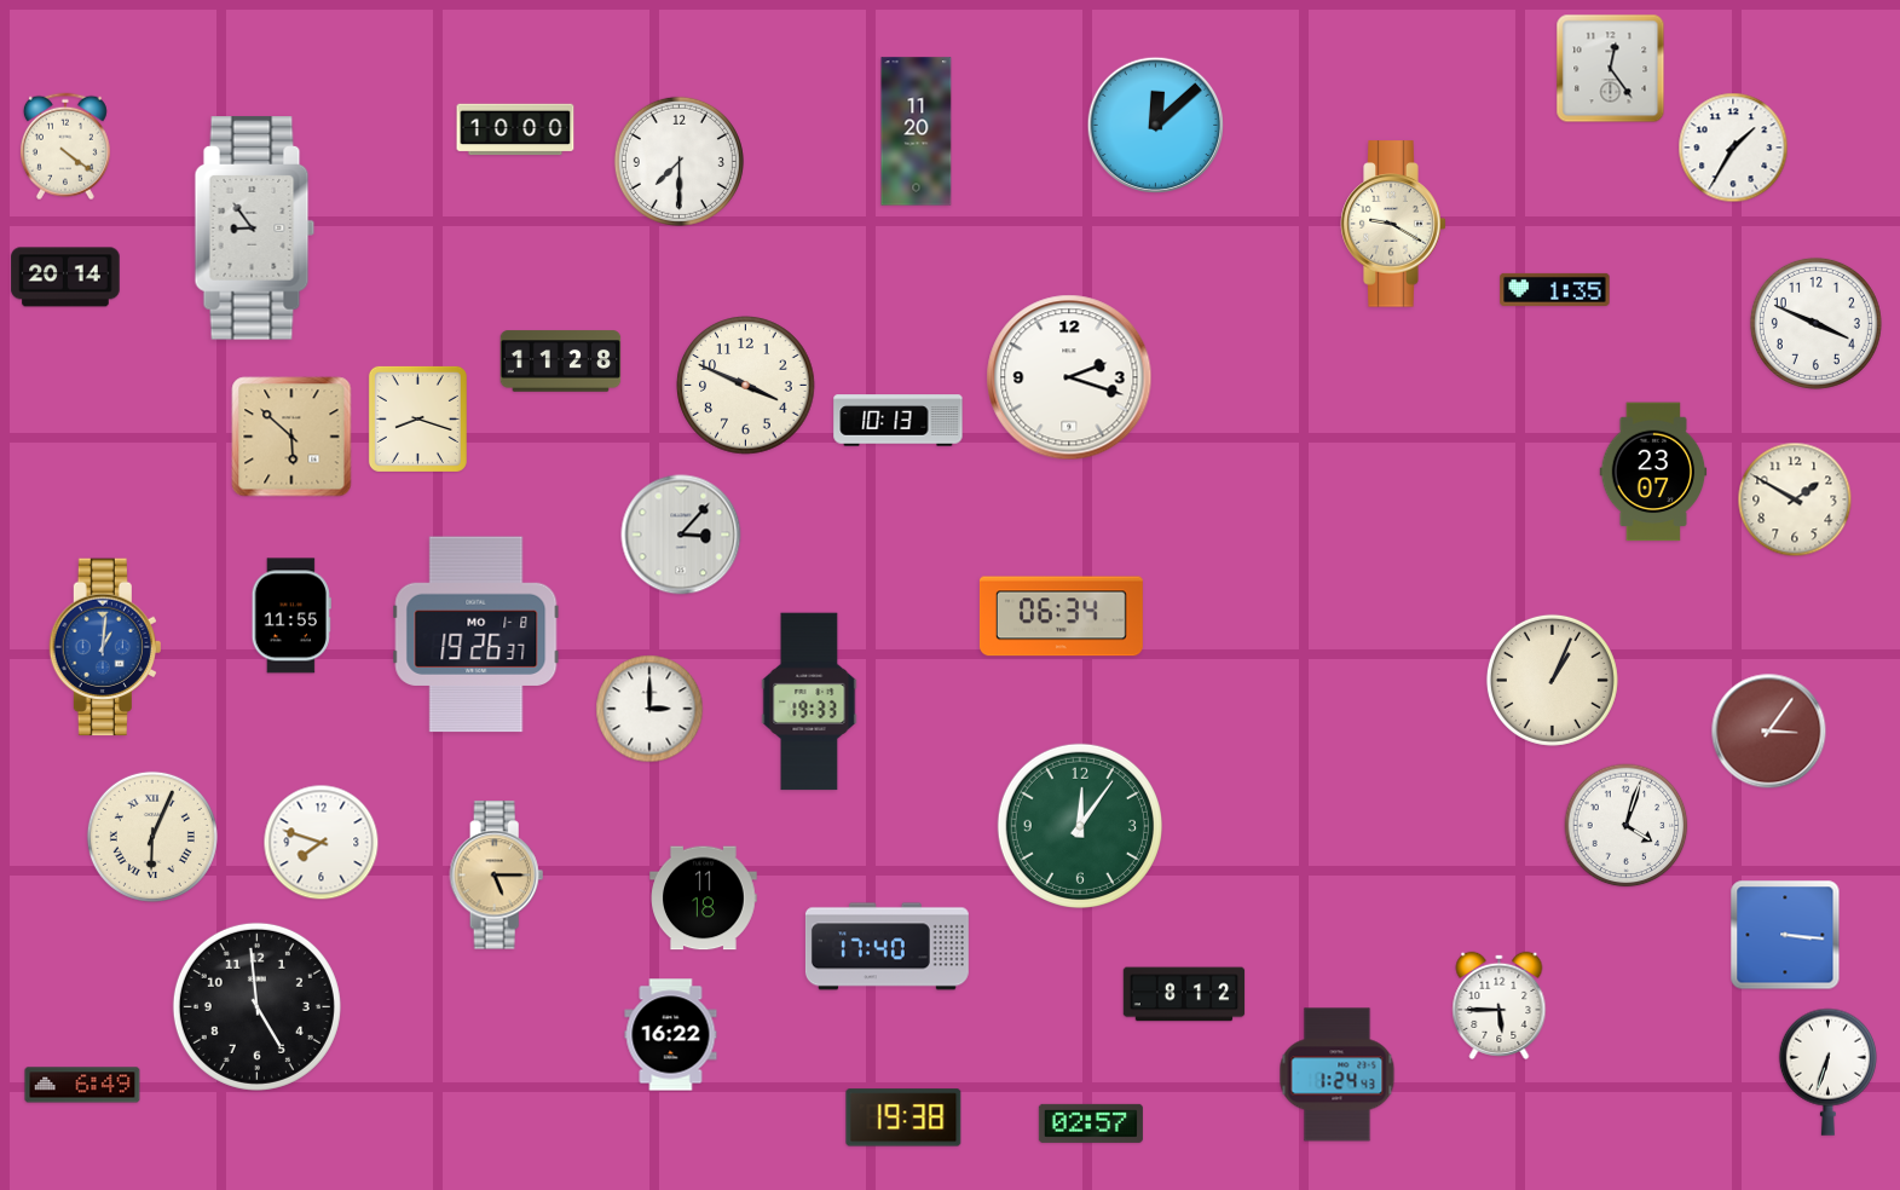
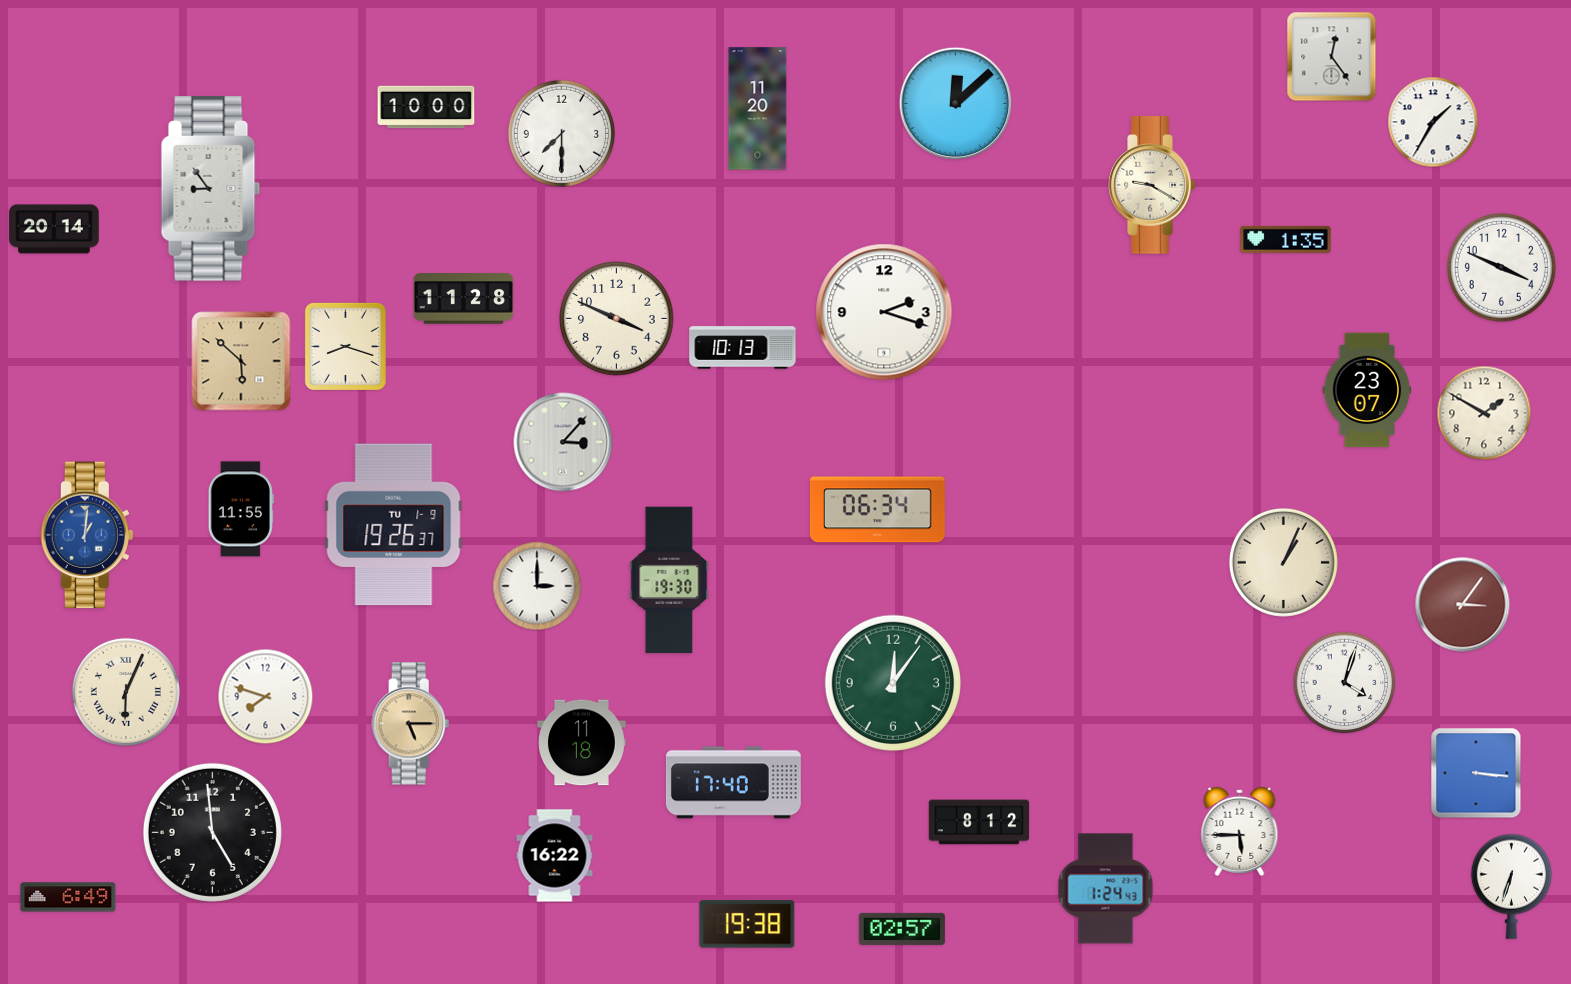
clock at (65, 146): 4:21 -> none
clock at (477, 635) date: MO 1-8 -> TU 1-9
clock at (809, 701): 19:33 -> 19:30
